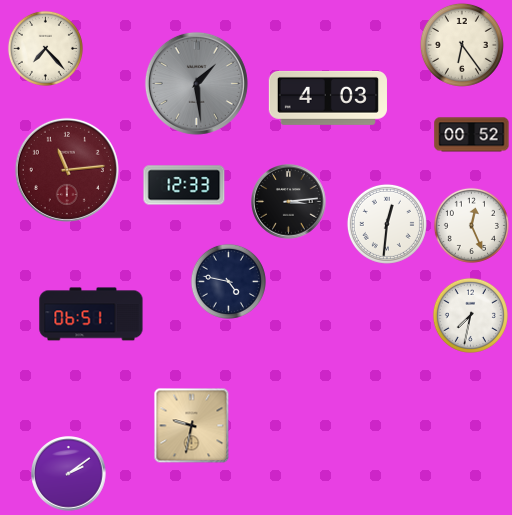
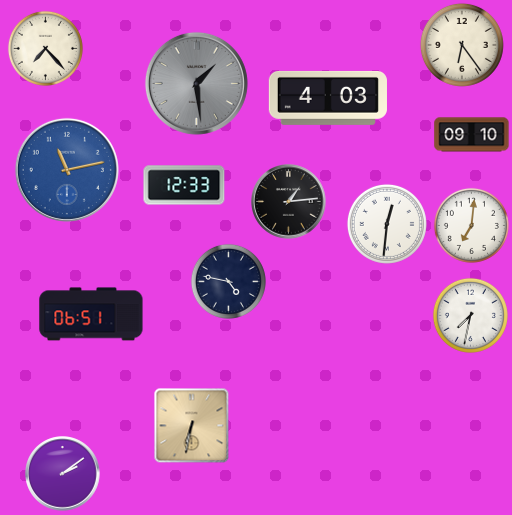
clock at (472, 135): 00:52 -> 09:10
clock at (67, 170): 11:14 -> 11:13
clock at (67, 170) dial: burgundy -> blue
clock at (289, 202): 3:14 -> 1:14
clock at (471, 225): 12:26 -> 7:01
clock at (192, 426): 9:32 -> 6:32
clock at (69, 474) position: (69, 474) -> (63, 474)
